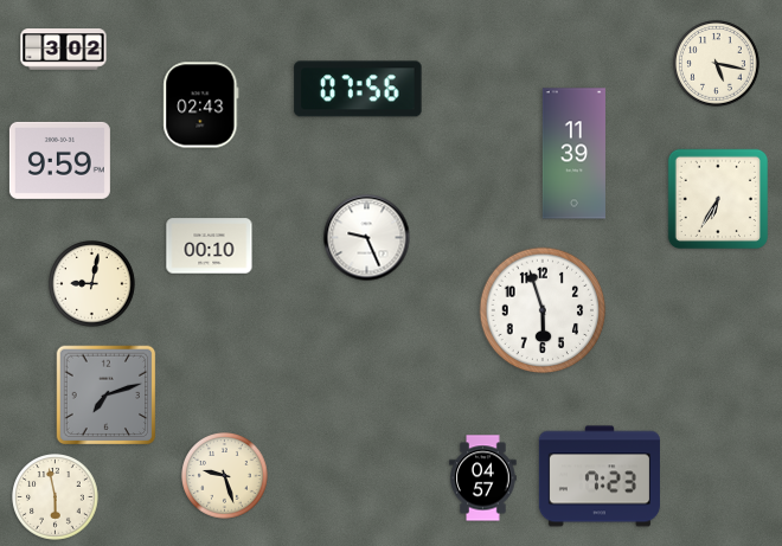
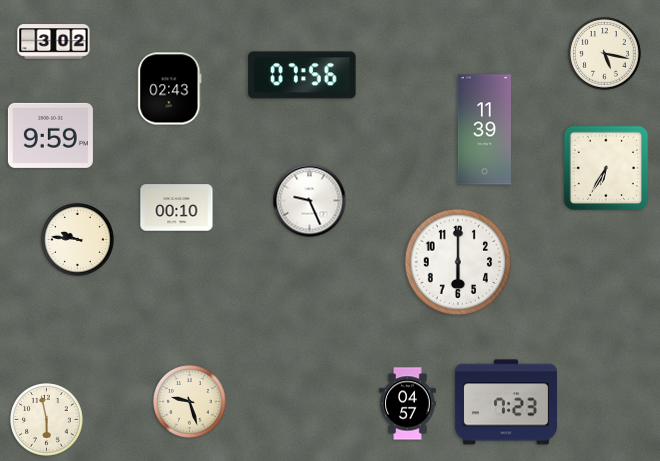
clock at (92, 284): 9:02 -> 9:46
clock at (543, 310): 5:57 -> 6:00
clock at (107, 396): 7:12 -> none
